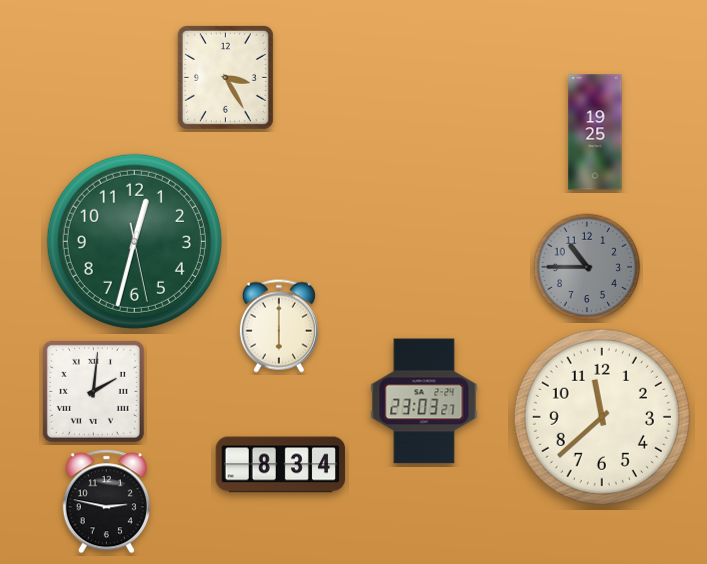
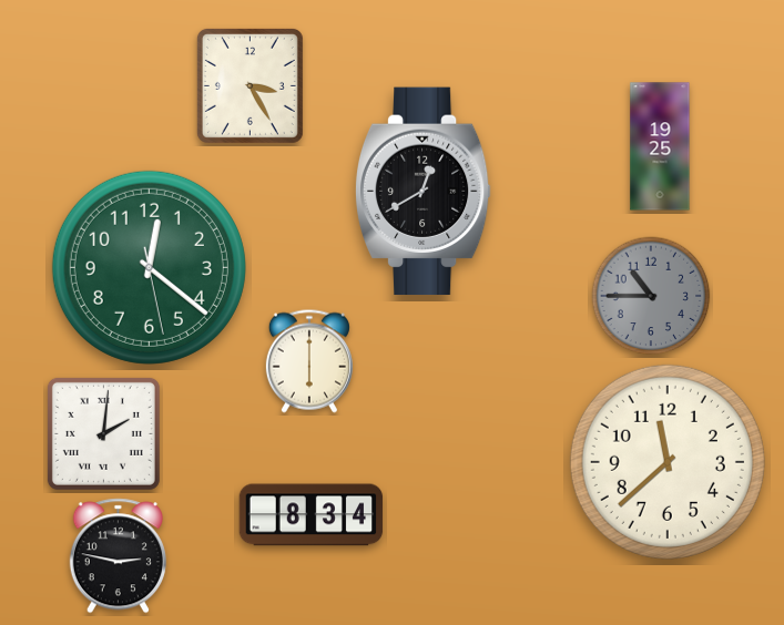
clock at (422, 192): none -> 12:40
clock at (134, 241): 12:32 -> 12:21
clock at (424, 401): 23:03 -> none
